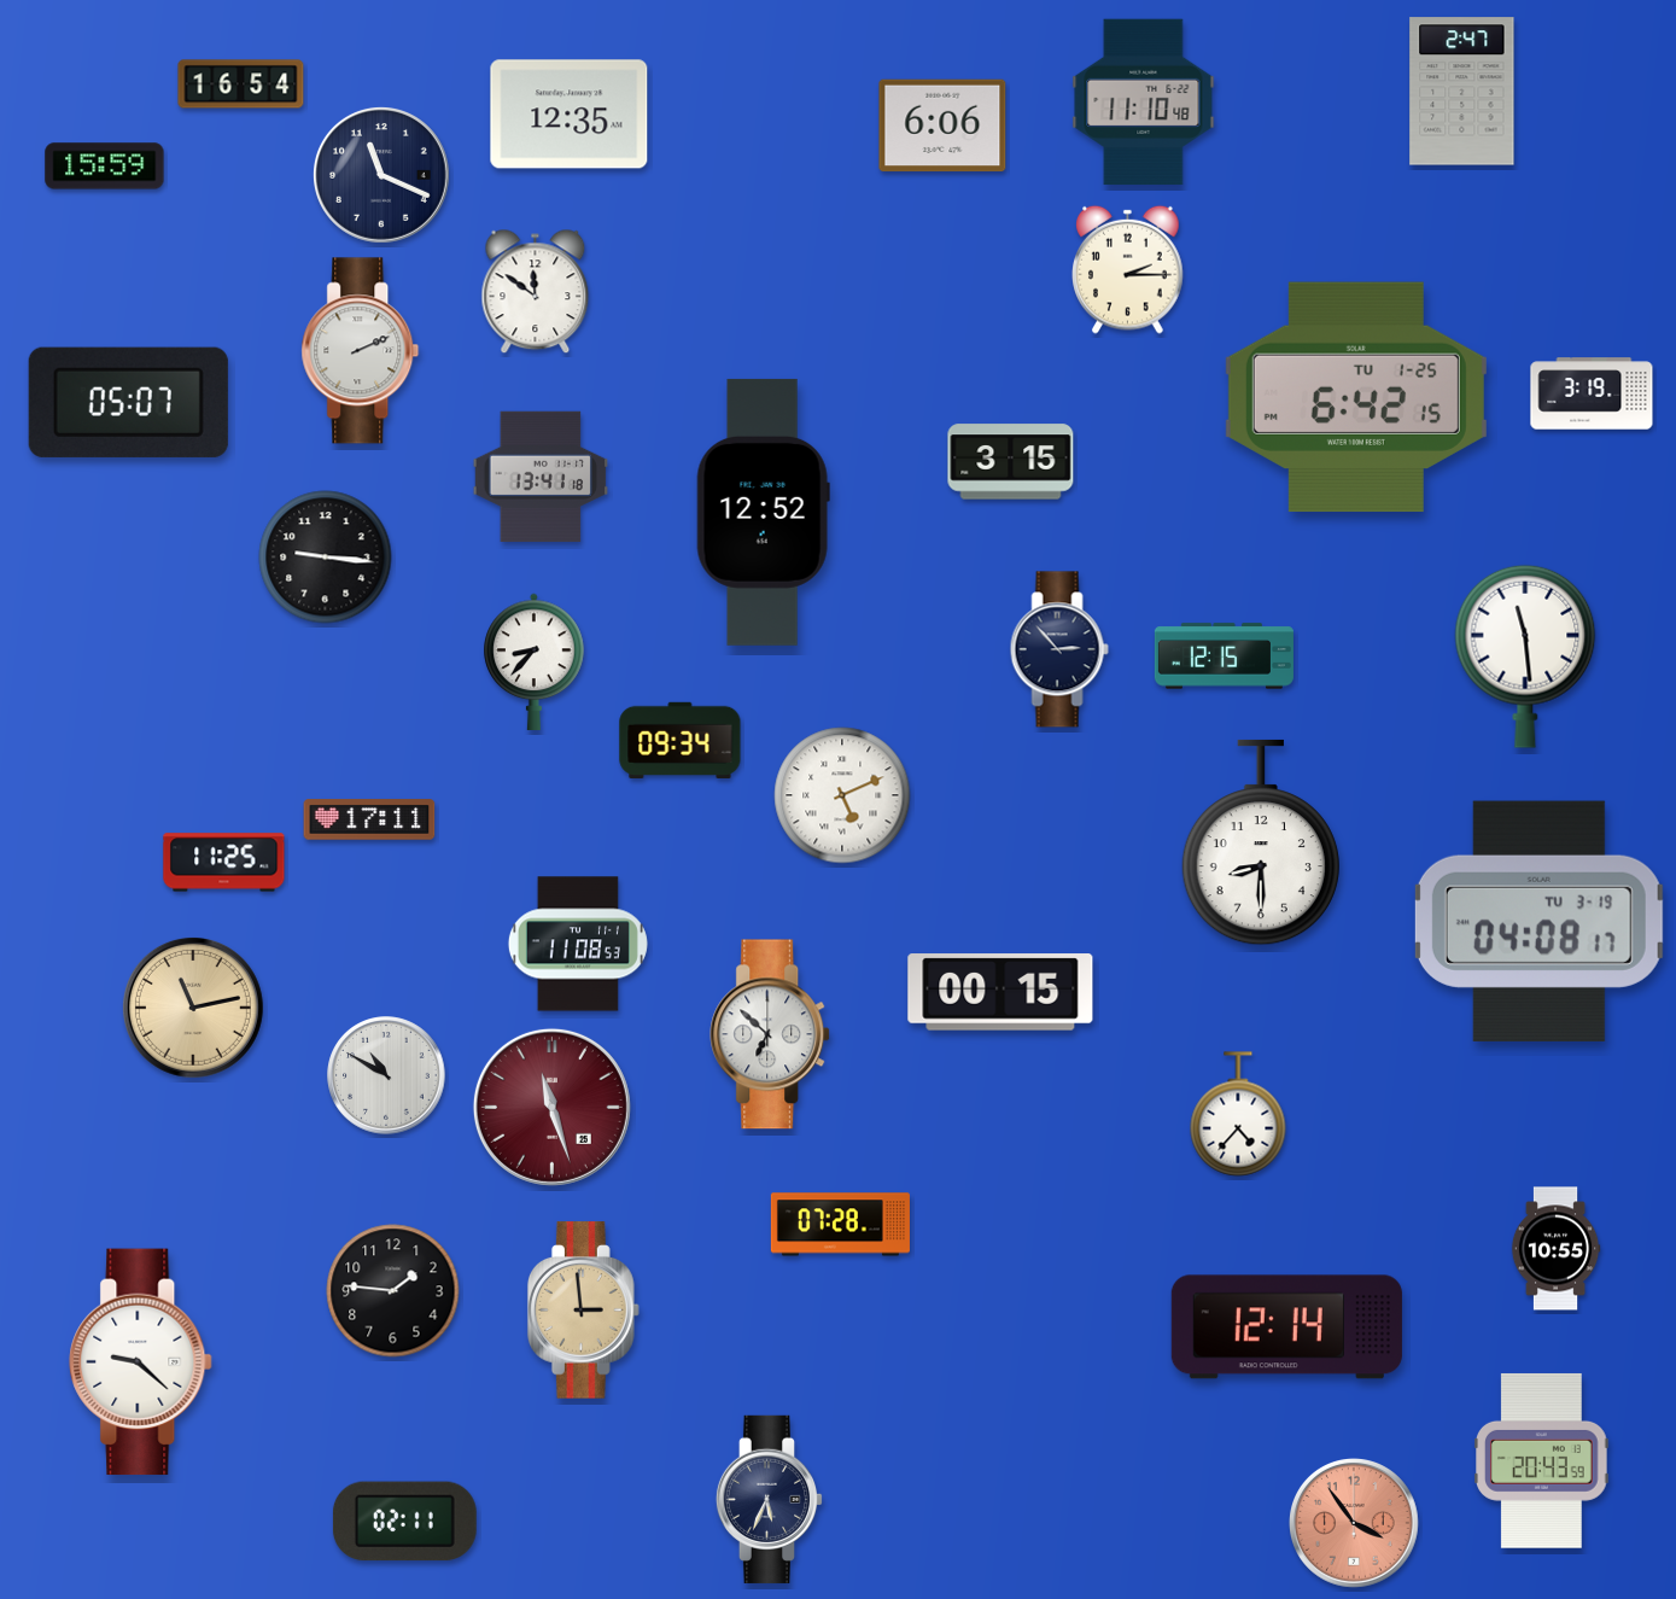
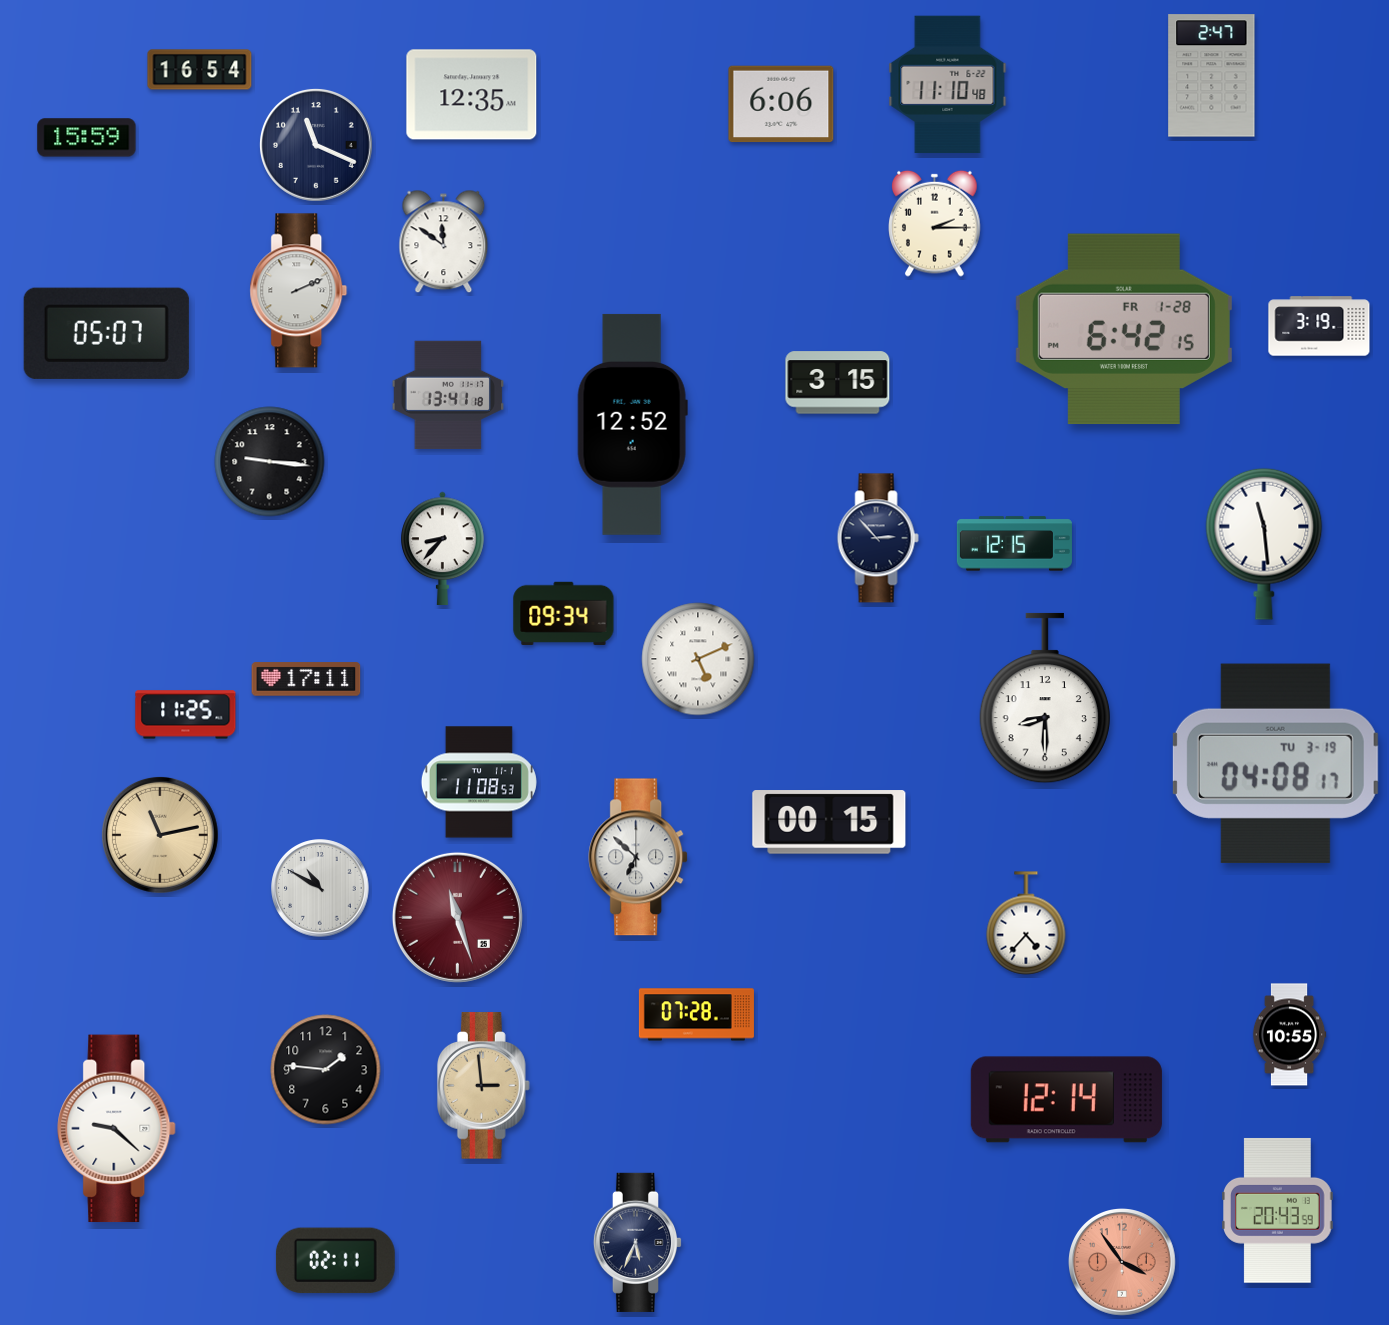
clock at (1356, 397) date: TU 1-25 -> FR 1-28
clock at (386, 1075) position: (386, 1075) -> (320, 888)
